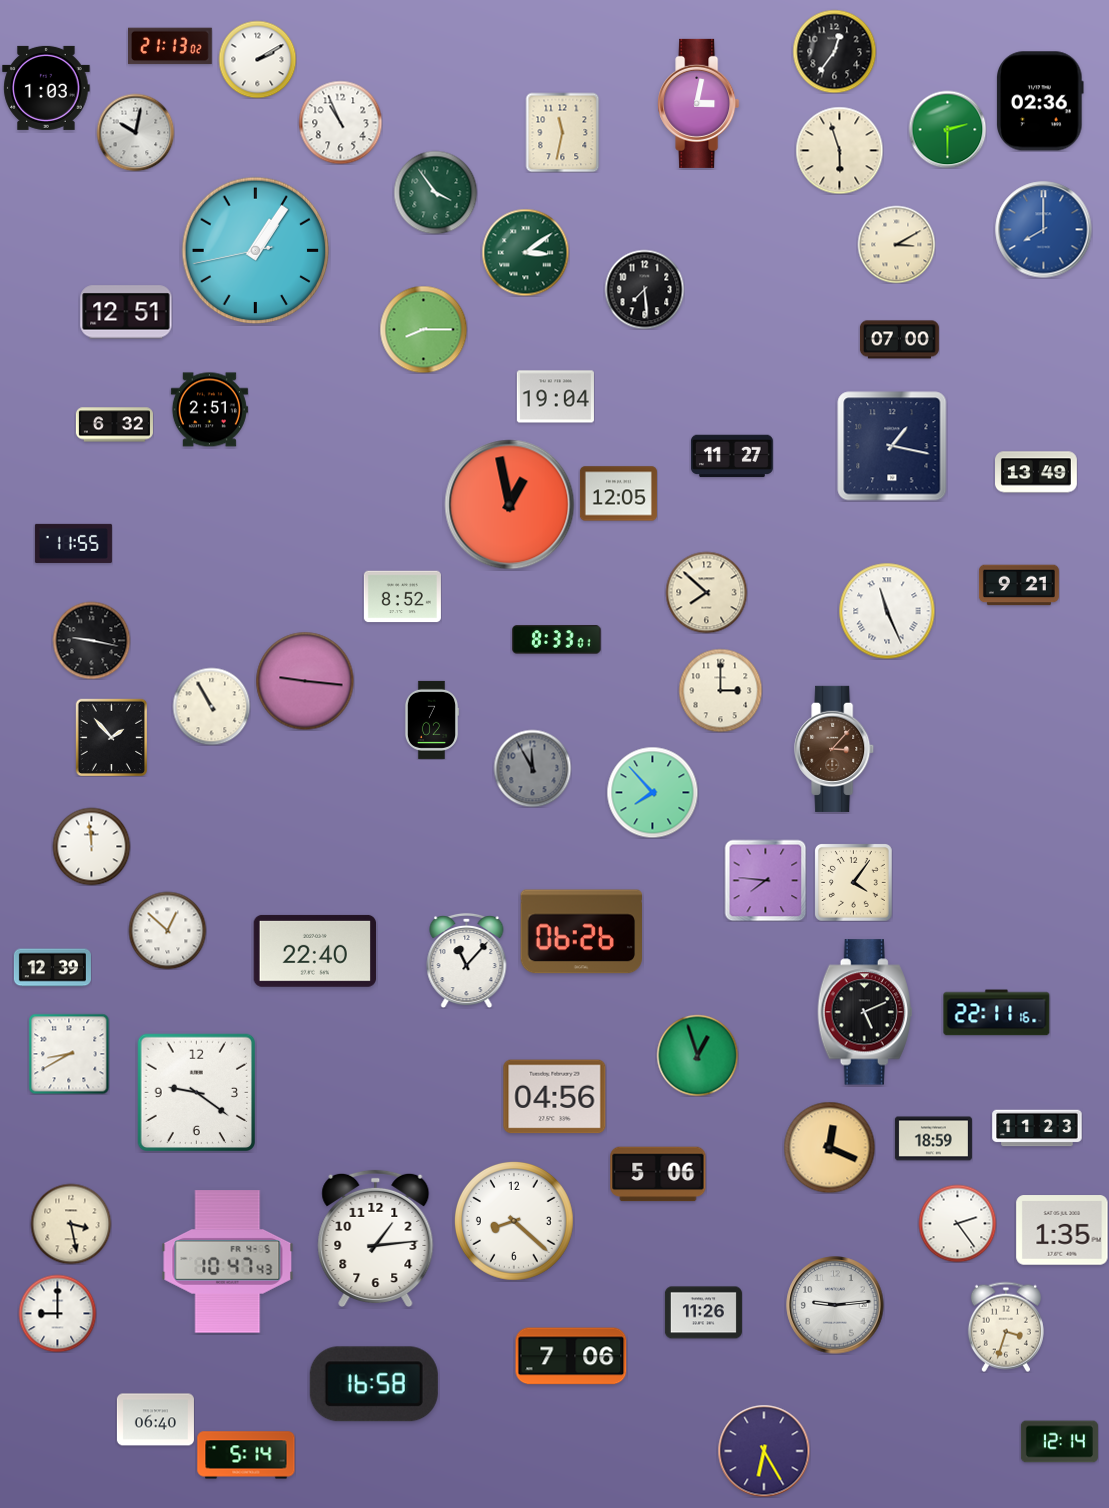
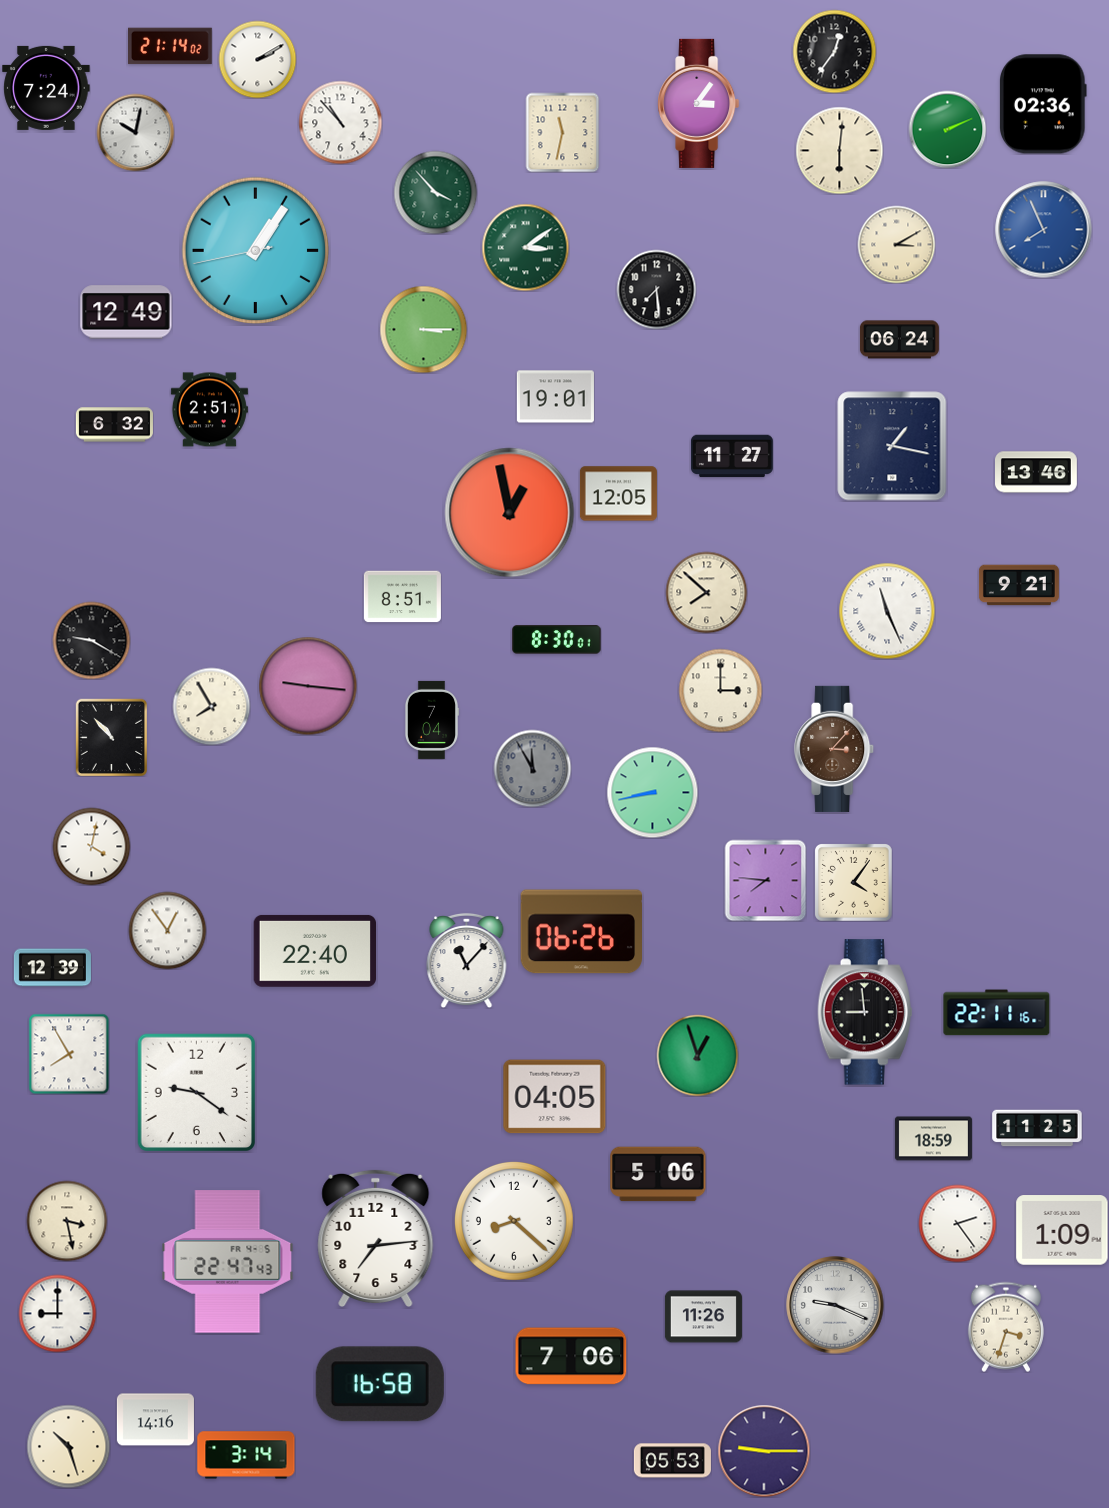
clock at (171, 46): 21:13 -> 21:14
clock at (46, 88): 1:03 -> 7:24
clock at (1041, 101) position: (1041, 101) -> (1044, 104)
clock at (699, 103): 3:02 -> 3:06
clock at (340, 122): 10:56 -> 10:53
clock at (947, 129): 2:30 -> 2:11
clock at (839, 150): 5:57 -> 6:01
clock at (435, 192): 3:54 -> 3:53
clock at (1044, 230): 8:00 -> 7:56
clock at (525, 252) position: (525, 252) -> (525, 247)
clock at (644, 289) position: (644, 289) -> (656, 289)
clock at (126, 312): 12:51 -> 12:49
clock at (423, 329): 8:15 -> 3:15
clock at (899, 340): 07:00 -> 06:24
clock at (555, 397): 19:04 -> 19:01
clock at (1037, 472): 13:49 -> 13:46
clock at (510, 505) position: (510, 505) -> (510, 513)
clock at (73, 543): 11:55 -> none
clock at (402, 597): 8:52 -> 8:51
clock at (91, 640): 9:17 -> 9:20
clock at (557, 640): 8:33 -> 8:30
clock at (305, 681) position: (305, 681) -> (308, 686)
clock at (211, 706): 10:55 -> 7:55
clock at (432, 720): 7:02 -> 7:04
clock at (111, 737): 1:53 -> 10:53
clock at (652, 792): 7:53 -> 8:43
clock at (91, 846): 11:59 -> 4:02
clock at (167, 930): 12:52 -> 12:54
clock at (865, 1012): 5:11 -> 8:59
clock at (69, 1054): 8:40 -> 7:55
clock at (555, 1097): 04:56 -> 04:05
clock at (1037, 1128): 11:23 -> 11:25
clock at (829, 1147): 12:19 -> none
clock at (71, 1224) position: (71, 1224) -> (67, 1221)
clock at (1062, 1230): 1:35 -> 1:09
clock at (376, 1238): 1:14 -> 7:14
clock at (228, 1262): 10:47 -> 22:47
clock at (835, 1305): 9:14 -> 9:19
clock at (703, 1313) position: (703, 1313) -> (703, 1317)
clock at (374, 1384) position: (374, 1384) -> (380, 1384)
clock at (155, 1420): 06:40 -> 14:16
clock at (1059, 1442): 12:14 -> none
clock at (68, 1446): none -> 10:27
clock at (764, 1451): 6:25 -> 9:15
clock at (246, 1455): 5:14 -> 3:14
clock at (672, 1461): none -> 05:53
